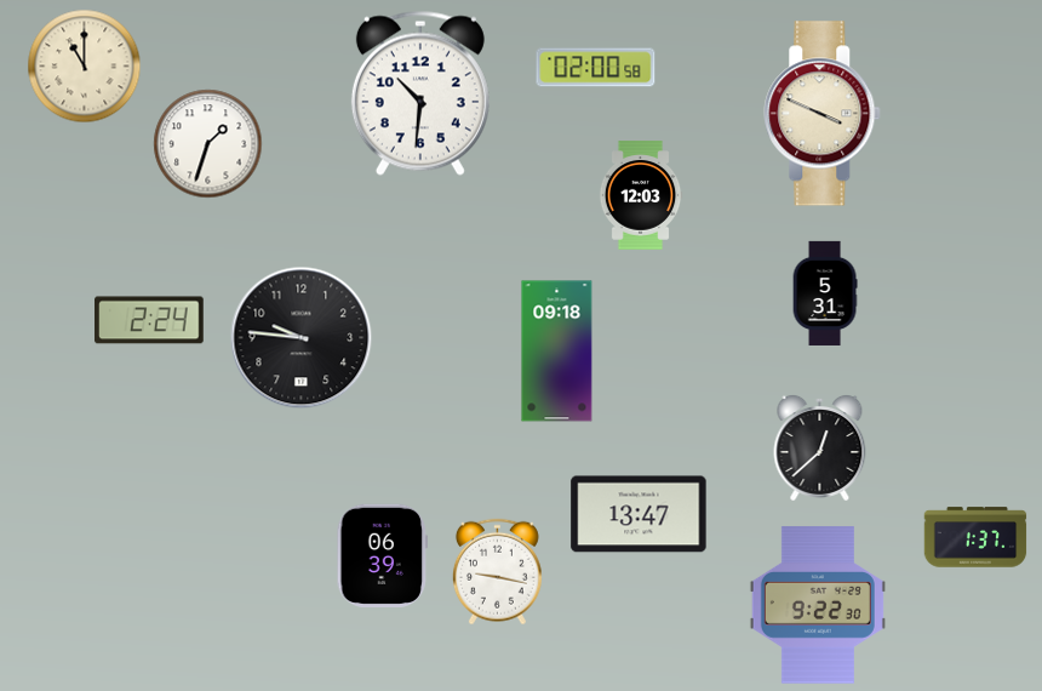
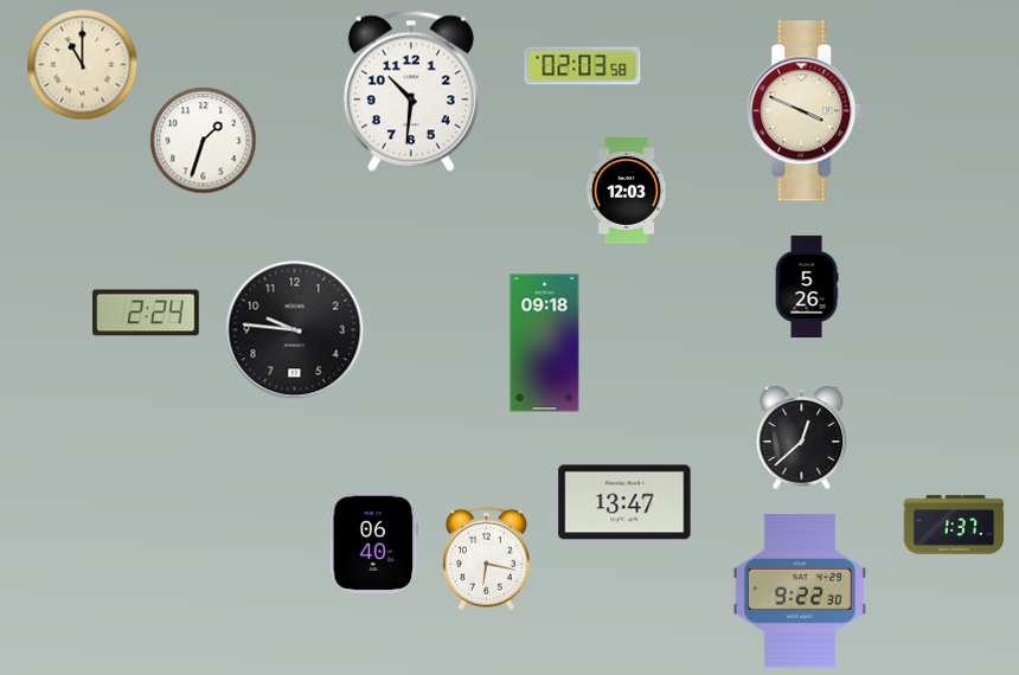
clock at (596, 68): 02:00 -> 02:03
clock at (825, 293): 5:31 -> 5:26
clock at (383, 555): 06:39 -> 06:40
clock at (497, 572): 9:17 -> 6:17
